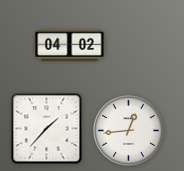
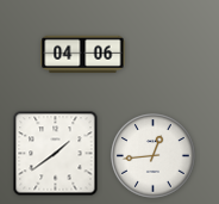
clock at (70, 46): 04:02 -> 04:06
clock at (47, 129): 1:37 -> 1:39
